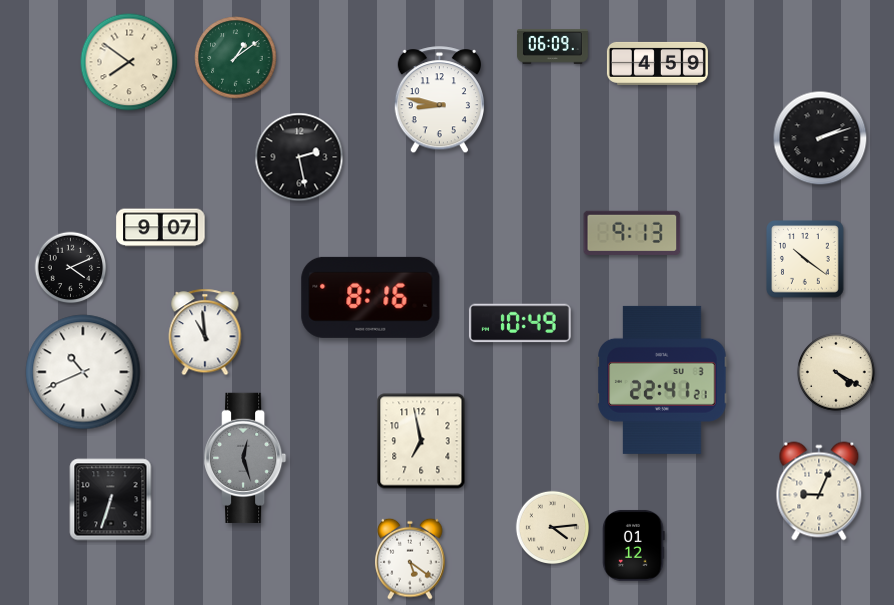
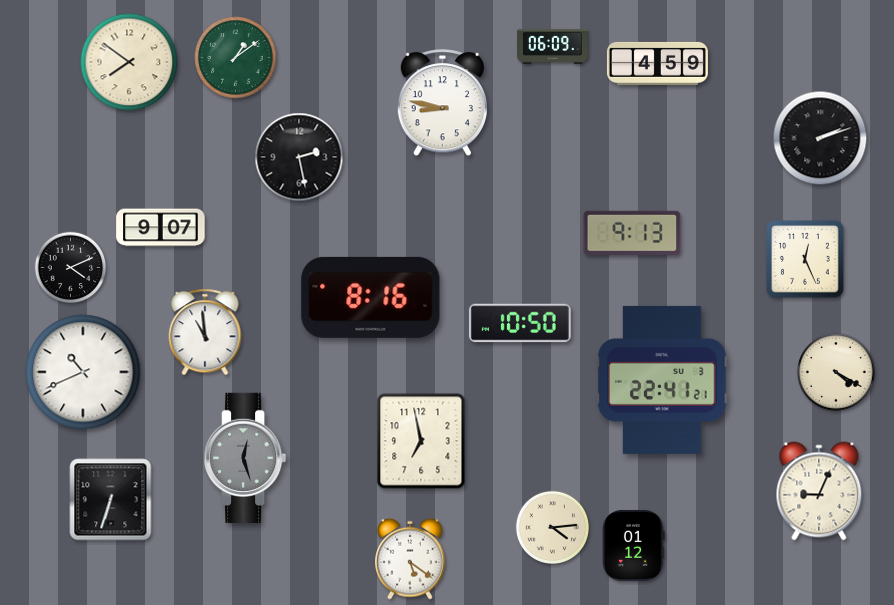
clock at (439, 100) position: (439, 100) -> (442, 103)
clock at (805, 259): 10:21 -> 12:26
clock at (520, 323): 10:49 -> 10:50
